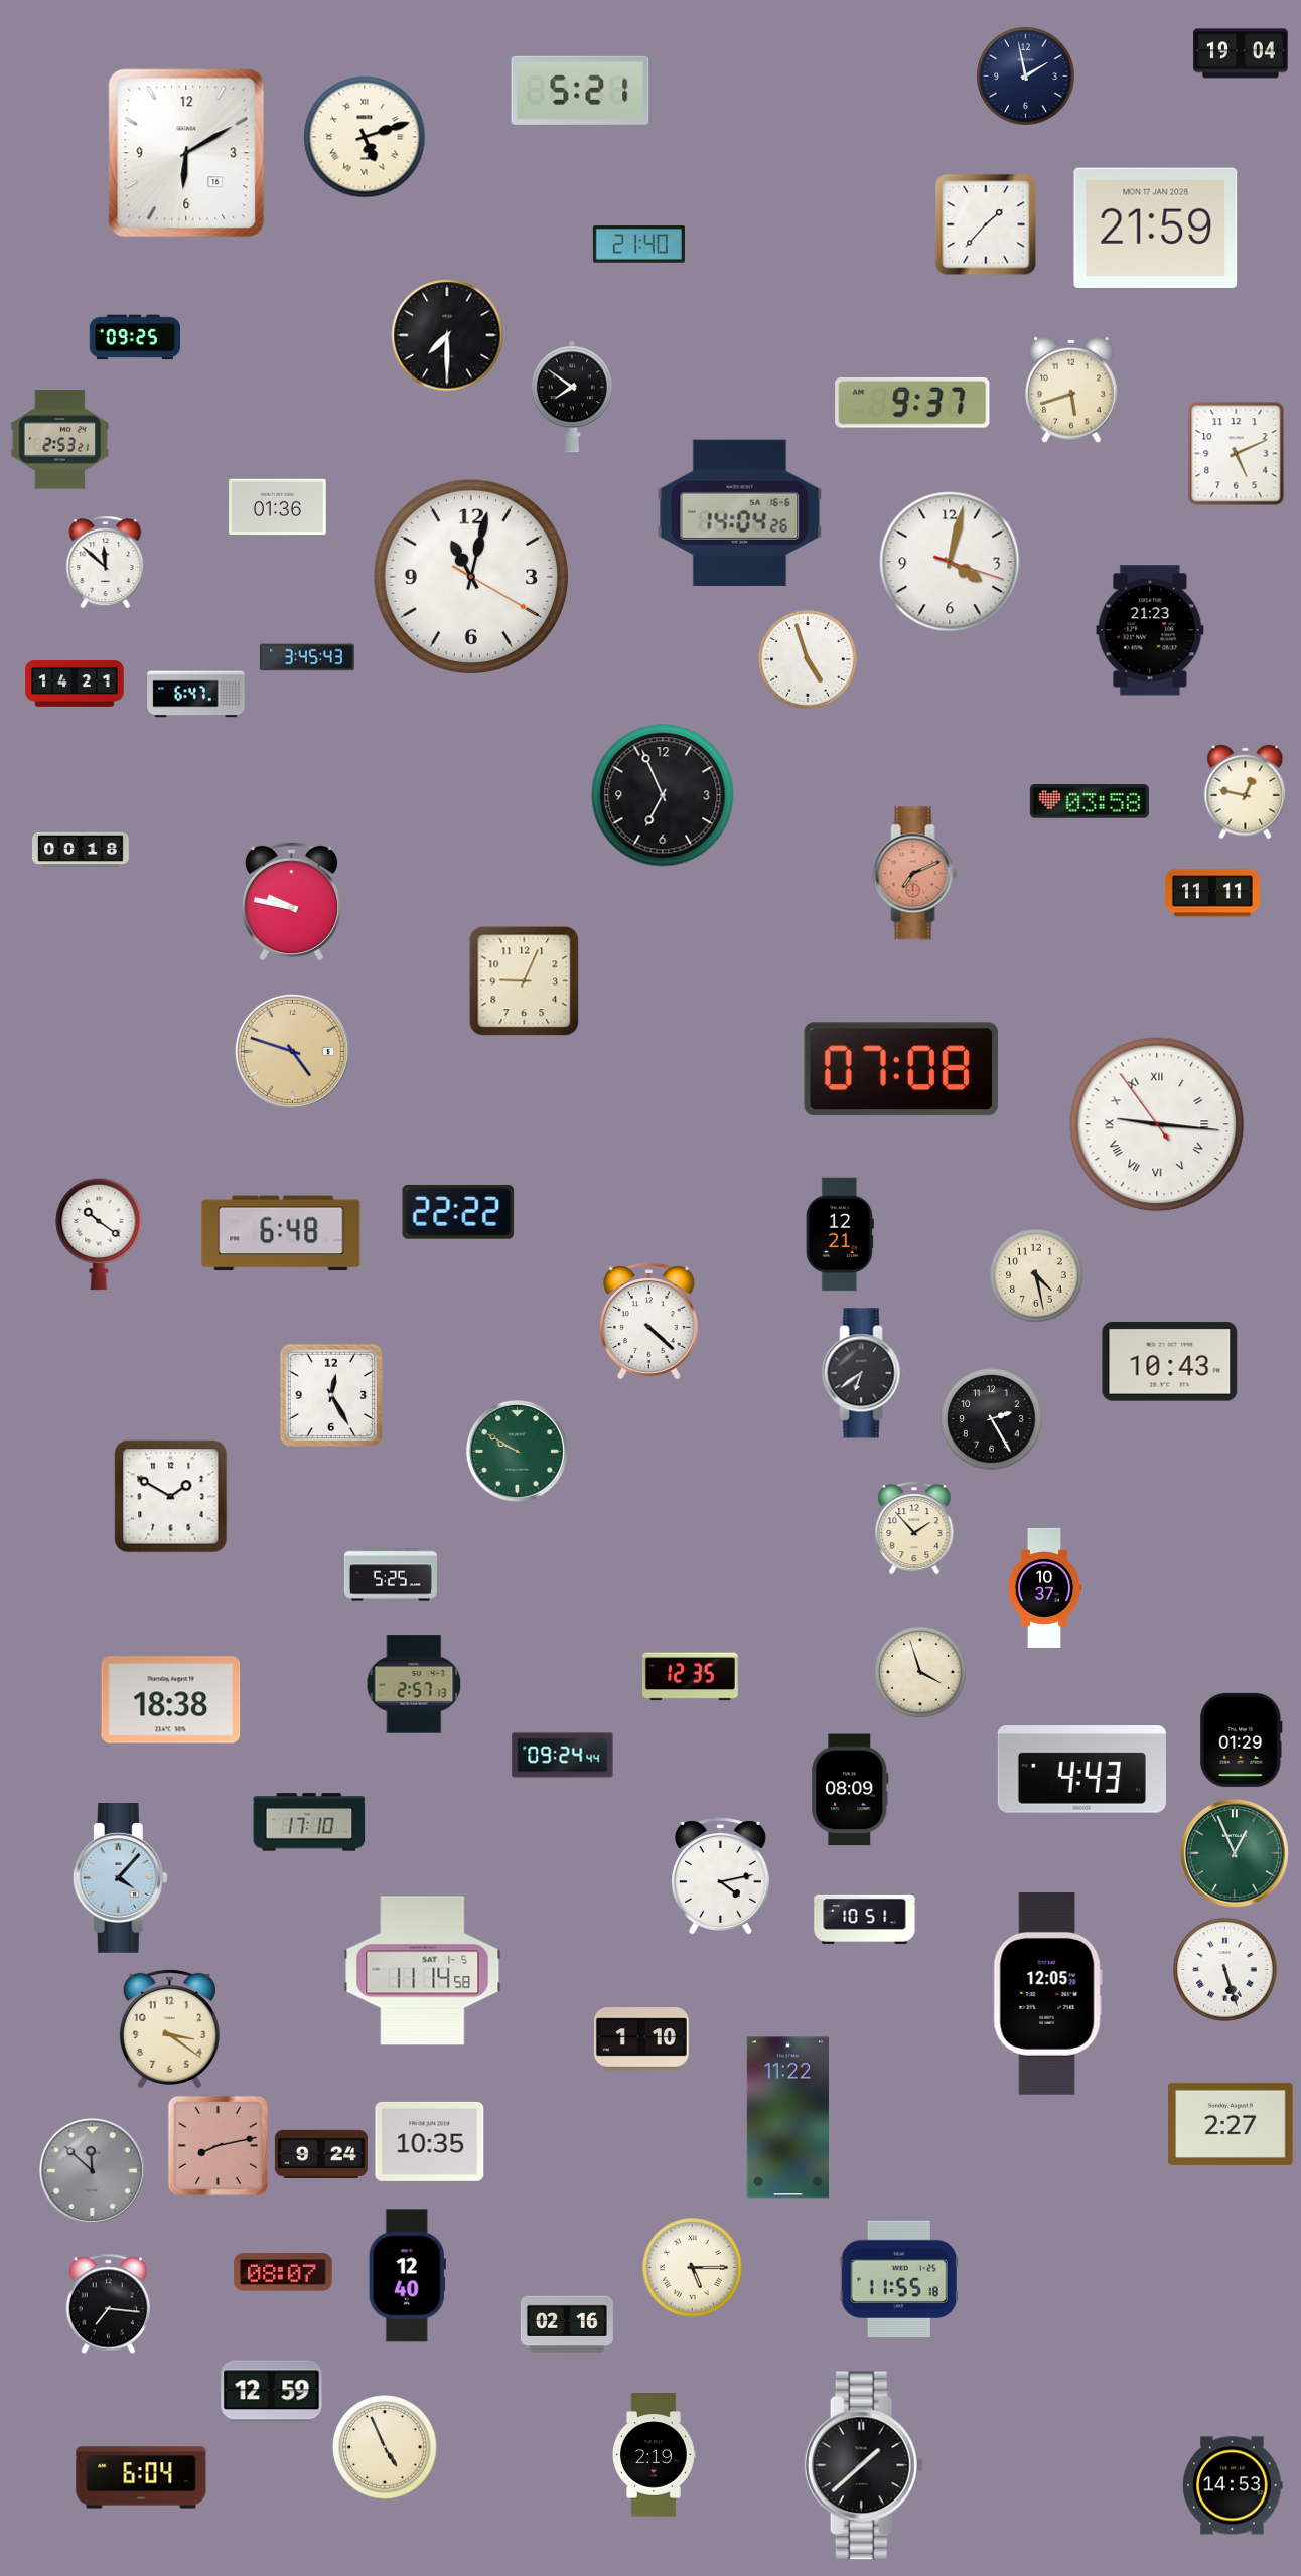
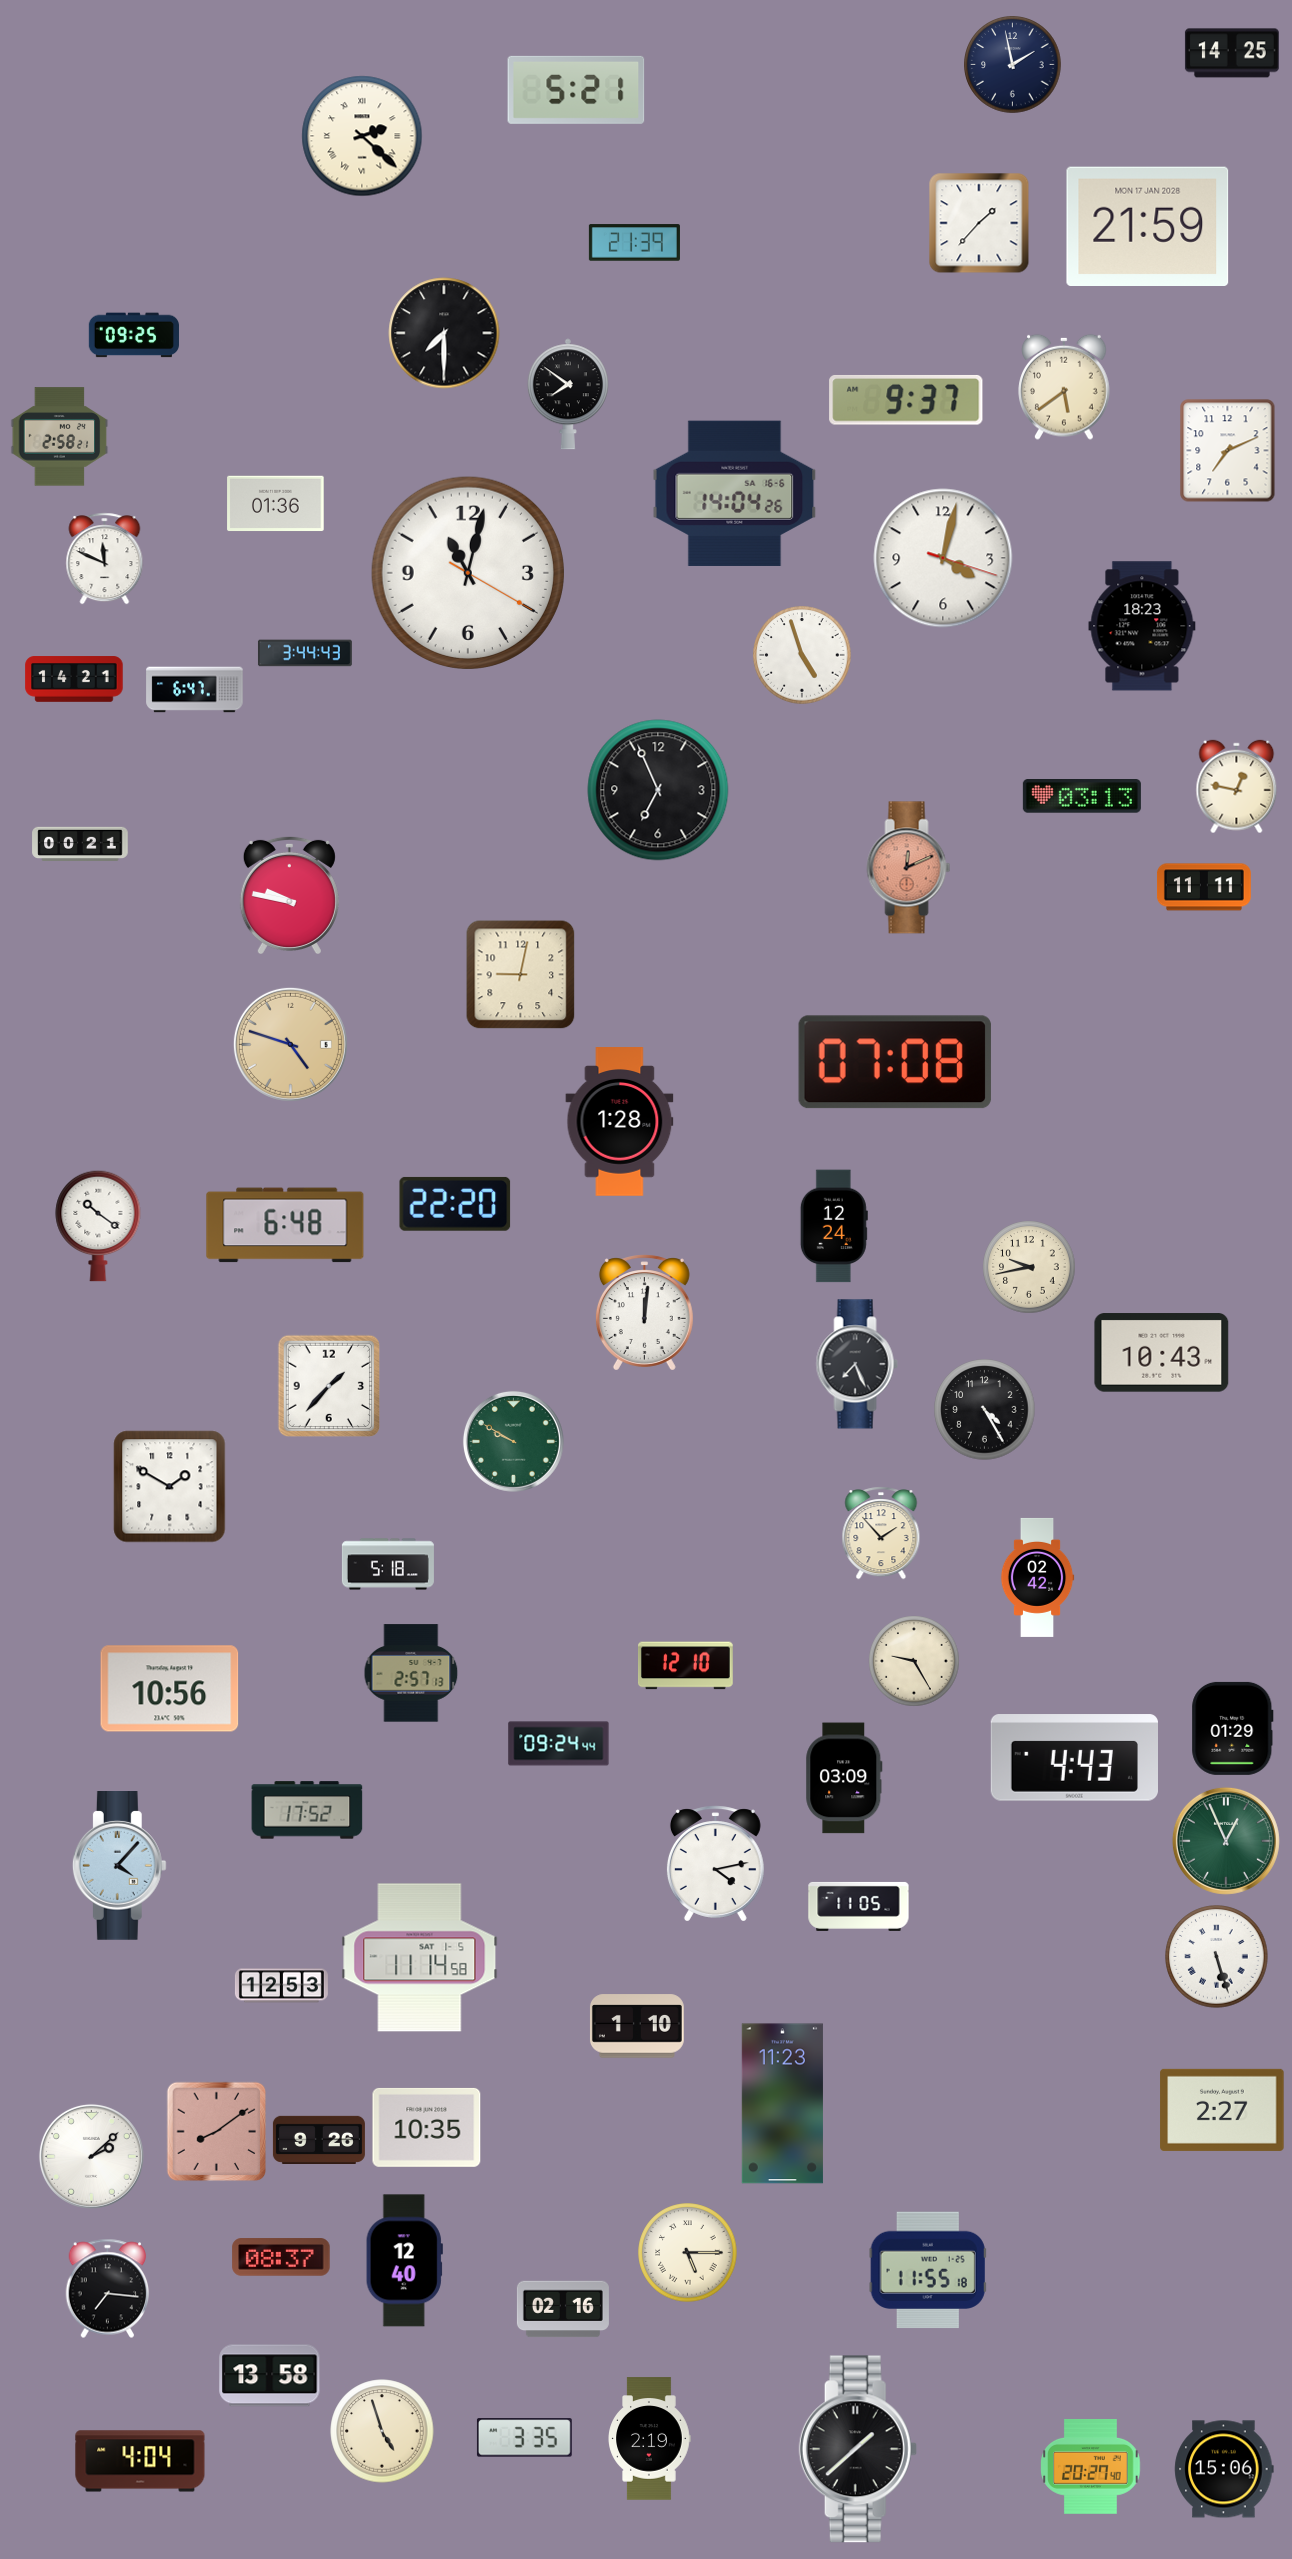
clock at (1241, 53): 19:04 -> 14:25
clock at (1026, 77) position: (1026, 77) -> (1013, 65)
clock at (365, 137): 5:12 -> 2:22
clock at (186, 153): 6:10 -> none
clock at (638, 245): 21:40 -> 21:39
clock at (1071, 390): 5:42 -> 5:39
clock at (60, 440): 2:53 -> 2:58
clock at (1237, 454): 5:11 -> 7:11
clock at (740, 512) position: (740, 512) -> (735, 493)
clock at (106, 563): 11:52 -> 11:49
clock at (1150, 630): 21:23 -> 18:23
clock at (307, 657): 3:45 -> 3:44
clock at (1090, 802): 03:58 -> 03:13
clock at (81, 849): 00:18 -> 00:21
clock at (915, 874): 7:11 -> 12:11
clock at (525, 981): 9:04 -> 9:02
clock at (1157, 1124): 9:15 -> none
clock at (620, 1122): none -> 1:28
clock at (458, 1212): 22:22 -> 22:20
clock at (281, 1233) position: (281, 1233) -> (285, 1225)
clock at (840, 1234): 12:21 -> 12:24
clock at (1036, 1275): 4:28 -> 9:43
clock at (648, 1322): 4:22 -> 12:01
clock at (863, 1373): 6:39 -> 7:26
clock at (330, 1394): 12:25 -> 1:37
clock at (992, 1419): 2:25 -> 4:25
clock at (914, 1528) position: (914, 1528) -> (881, 1533)
clock at (391, 1574): 5:25 -> 5:18
clock at (1044, 1587): 10:37 -> 02:42
clock at (920, 1672): 3:57 -> 9:25
clock at (691, 1677): 12:35 -> 12:10
clock at (171, 1700): 18:38 -> 10:56
clock at (850, 1790): 08:09 -> 03:09
clock at (309, 1822): 17:10 -> 17:52
clock at (865, 1919): 10:51 -> 11:05
clock at (1047, 1993): 12:05 -> none
clock at (281, 1986): none -> 12:53
clock at (169, 2027): 3:21 -> none
clock at (787, 2118): 11:22 -> 11:23
clock at (219, 2146): 8:13 -> 8:09
clock at (321, 2153): 9:24 -> 9:26
clock at (92, 2170): 11:52 -> 2:08
clock at (92, 2170) dial: grey -> white
clock at (283, 2272): 08:07 -> 08:37
clock at (899, 2279) position: (899, 2279) -> (928, 2270)
clock at (272, 2392): 12:59 -> 13:58
clock at (385, 2447): 4:56 -> 4:57
clock at (524, 2438): none -> 3:35
clock at (141, 2477): 6:04 -> 4:04
clock at (1091, 2467): none -> 20:27
clock at (1233, 2485): 14:53 -> 15:06
